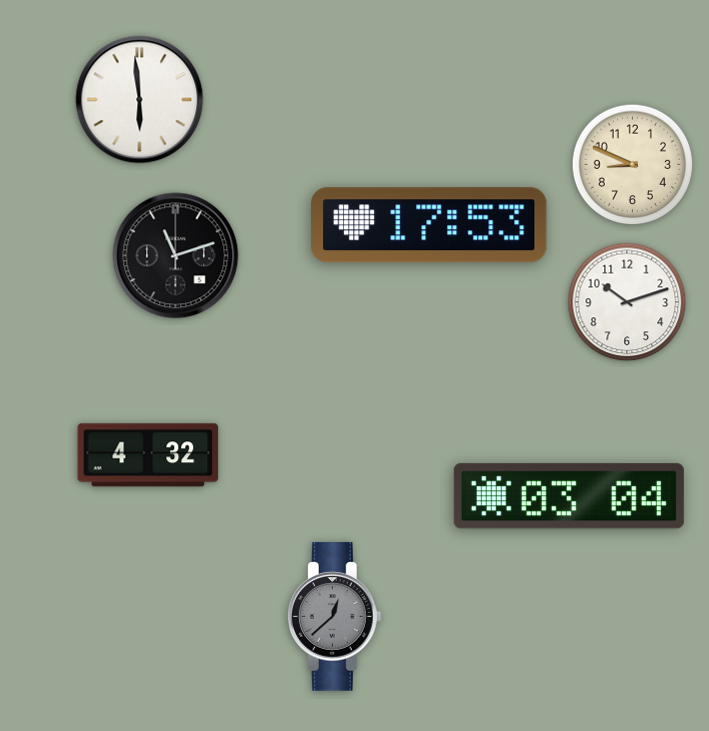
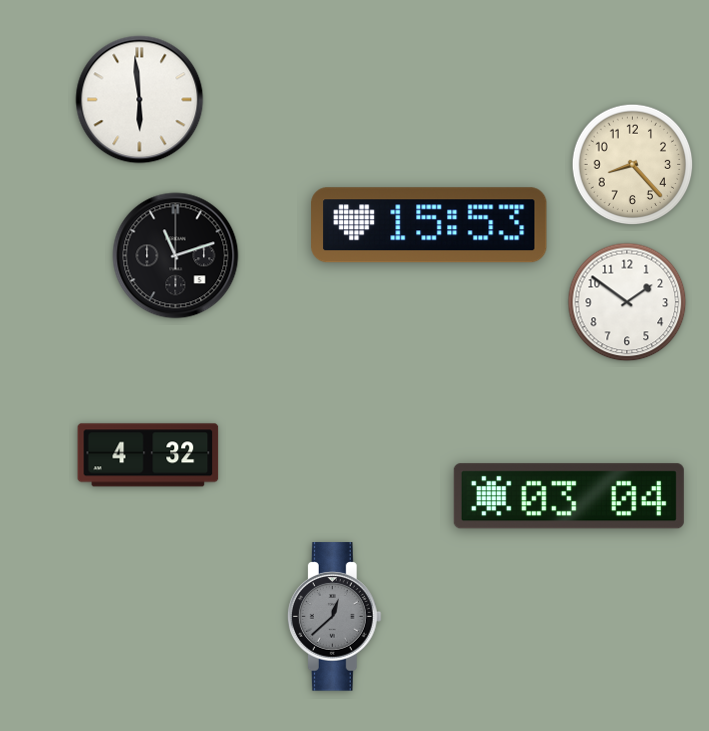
clock at (633, 165): 8:49 -> 8:23
clock at (429, 225): 17:53 -> 15:53
clock at (627, 302): 10:12 -> 1:51
